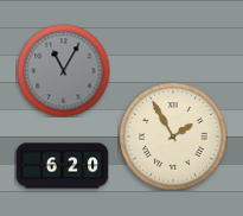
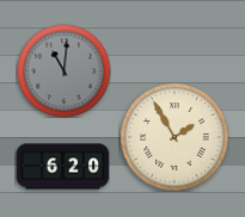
clock at (63, 70): 11:05 -> 11:01
